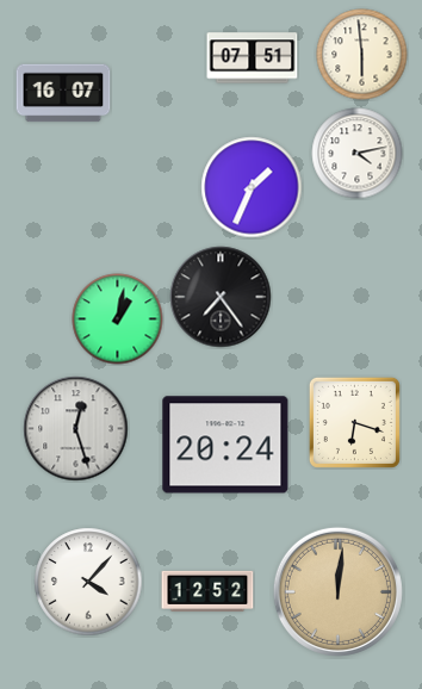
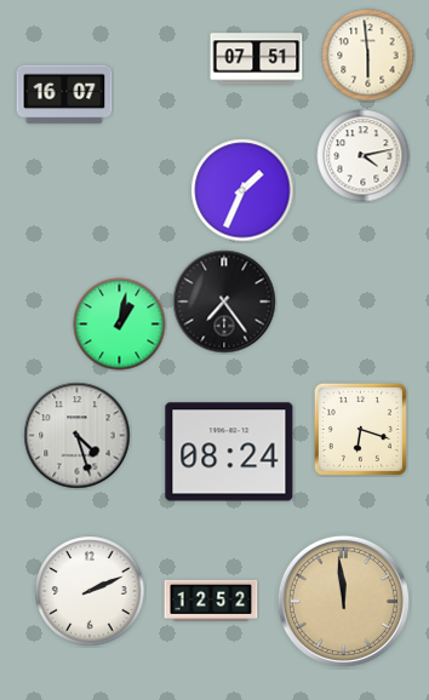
clock at (252, 187) position: (252, 187) -> (242, 190)
clock at (76, 429): 12:27 -> 4:27
clock at (225, 445): 20:24 -> 08:24
clock at (88, 582): 4:07 -> 2:11
clock at (337, 591): 12:01 -> 11:59
